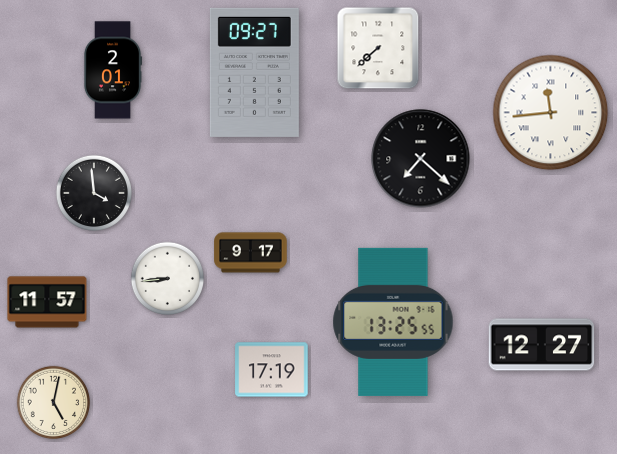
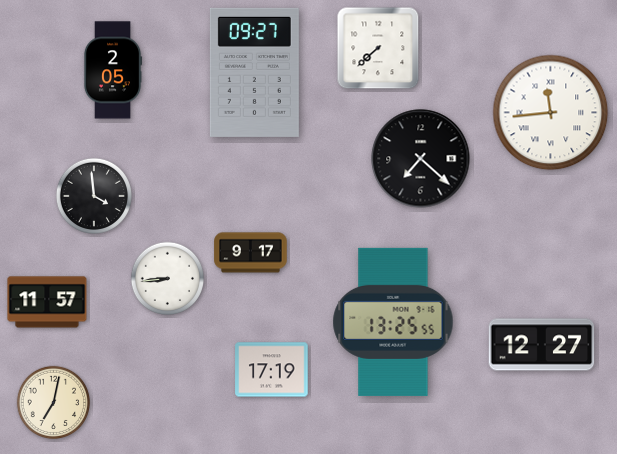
clock at (113, 70): 2:01 -> 2:05
clock at (94, 193) position: (94, 193) -> (94, 196)
clock at (54, 403): 5:02 -> 7:02
